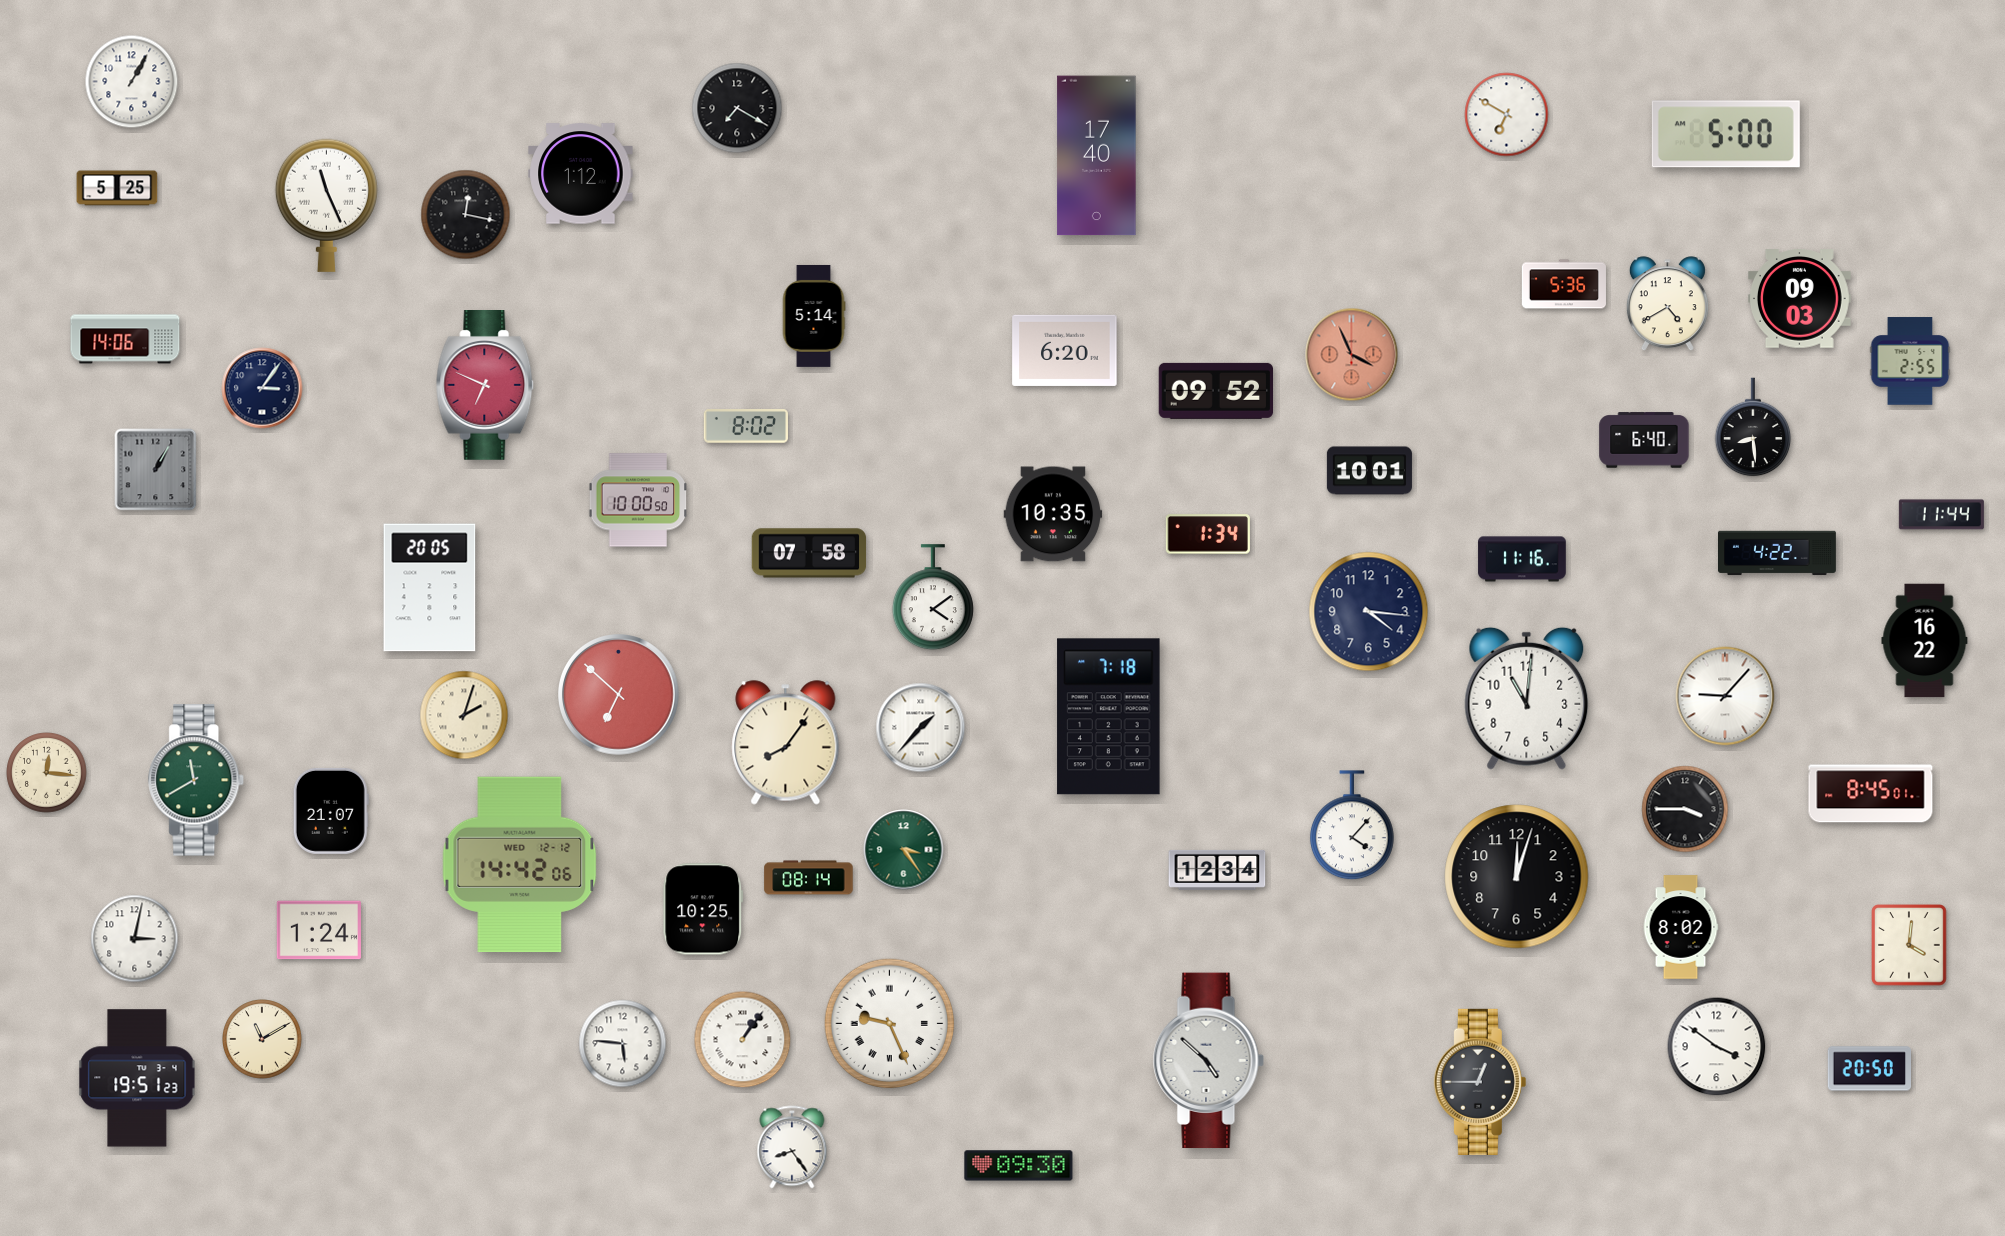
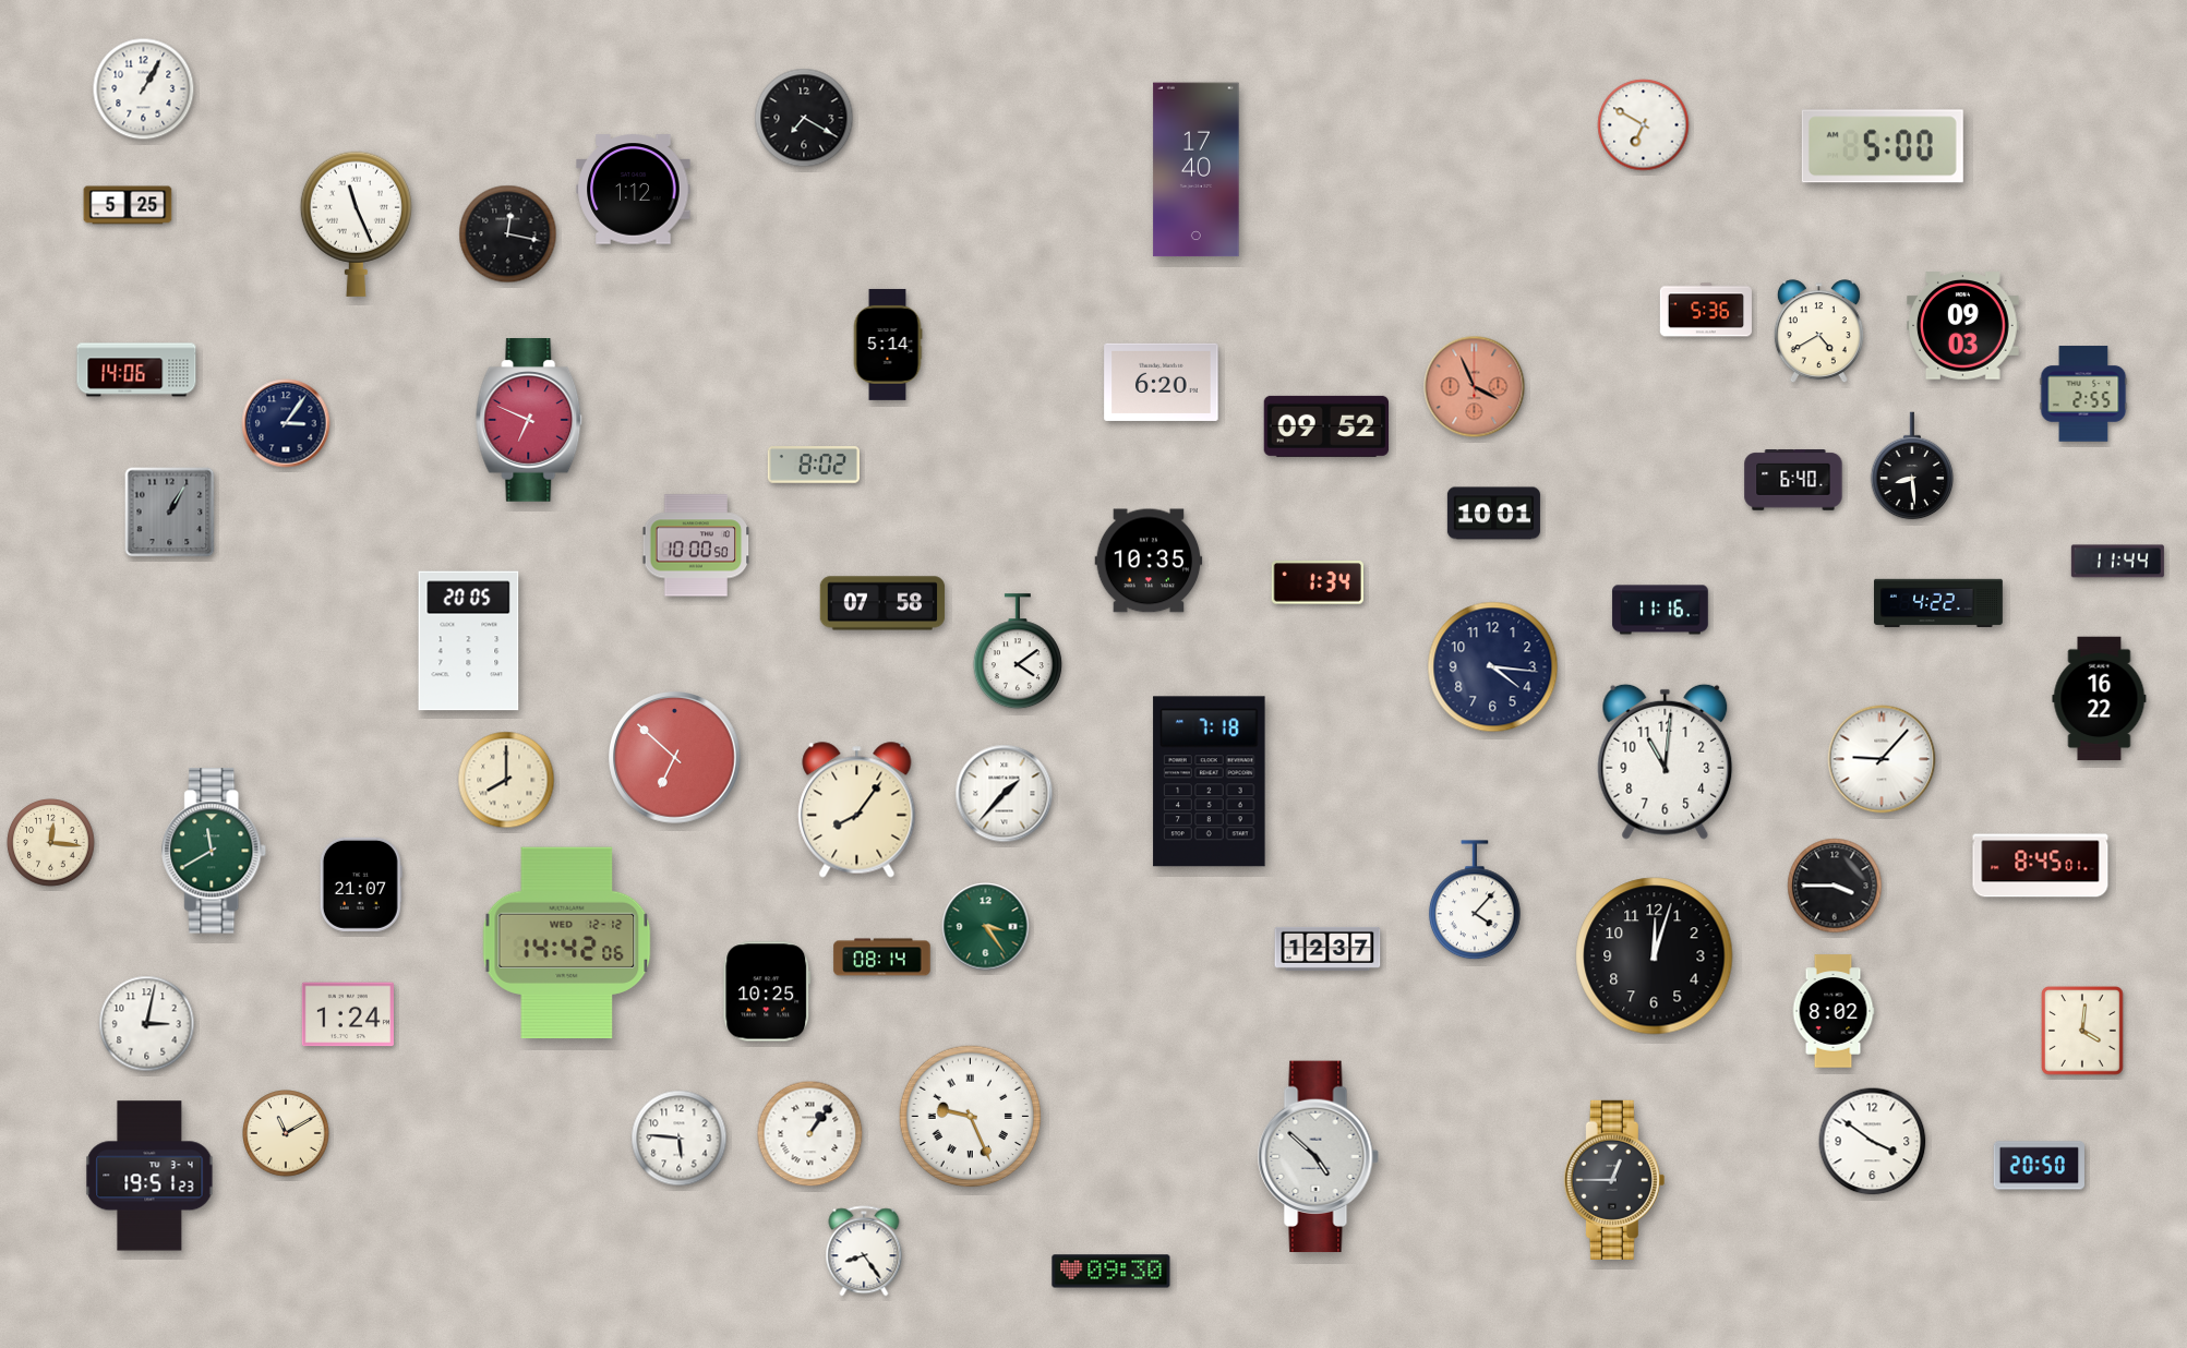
clock at (464, 715): 2:03 -> 8:00
clock at (1685, 809) position: (1685, 809) -> (1835, 886)
clock at (1217, 870): 12:34 -> 12:37
